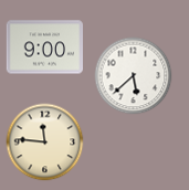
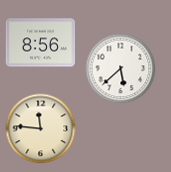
clock at (45, 47): 9:00 -> 8:56
